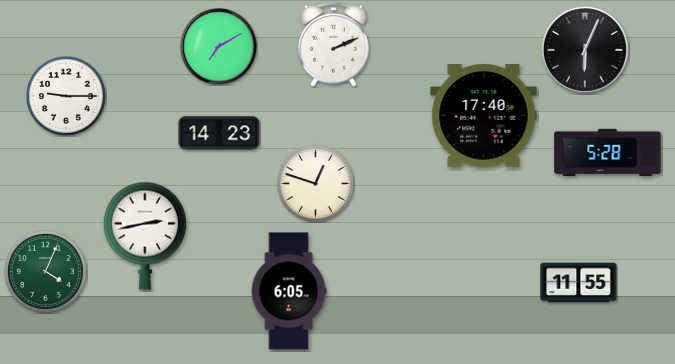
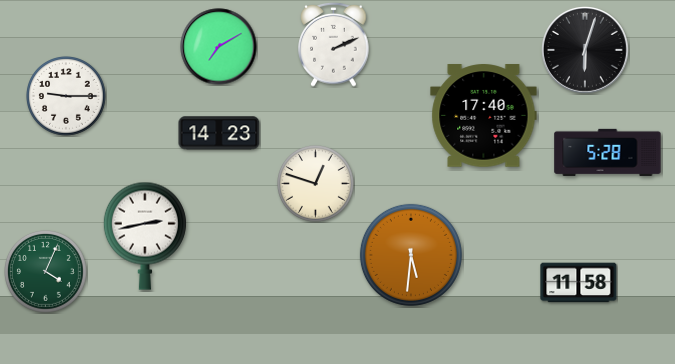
clock at (586, 51): 6:04 -> 6:03
clock at (411, 255): none -> 5:31
clock at (579, 283): 11:55 -> 11:58
clock at (289, 291): 6:05 -> none
